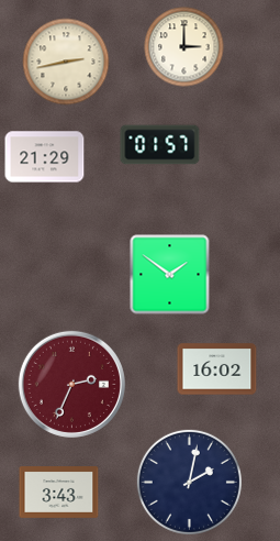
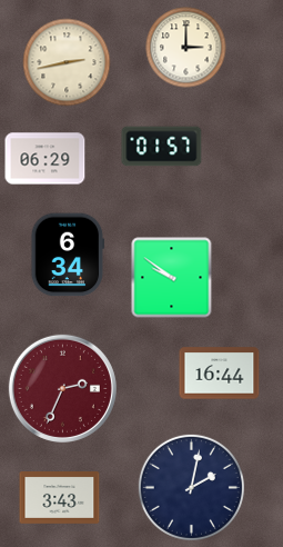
clock at (45, 157): 21:29 -> 06:29
clock at (68, 255): none -> 6:34
clock at (170, 275): 1:51 -> 9:51
clock at (217, 369): 16:02 -> 16:44
clock at (71, 384) position: (71, 384) -> (62, 388)
